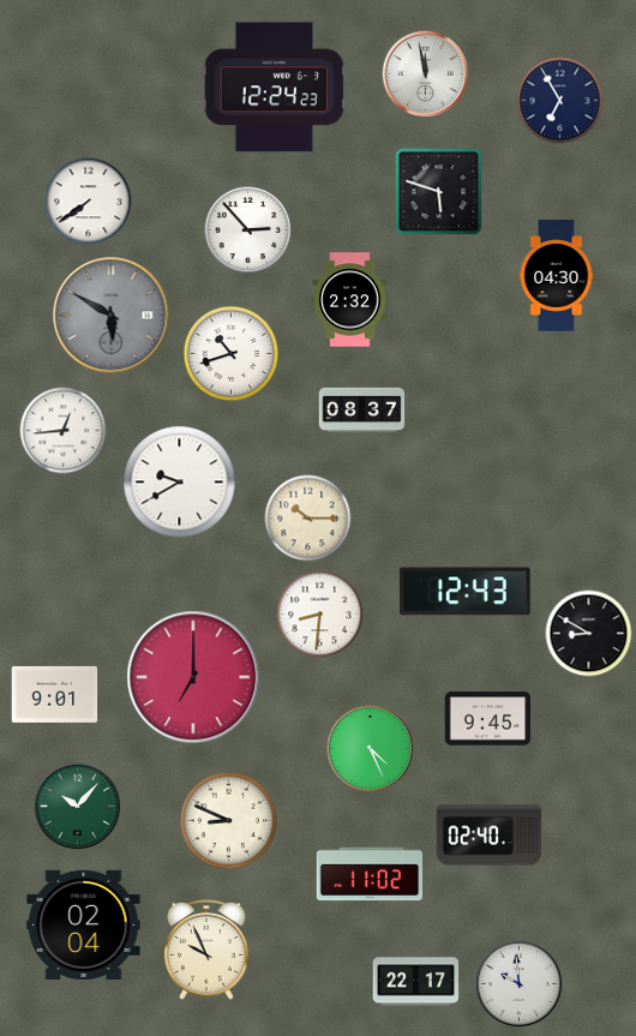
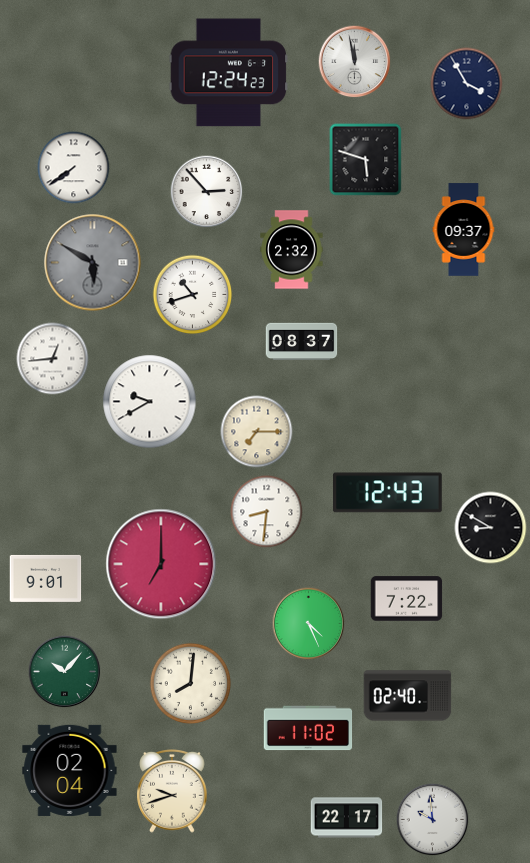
clock at (560, 101): 6:55 -> 3:55
clock at (557, 276): 04:30 -> 09:37
clock at (308, 519): 10:15 -> 7:15
clock at (488, 719): 9:45 -> 7:22
clock at (229, 821): 8:49 -> 8:01
clock at (206, 951): 9:56 -> 9:42
